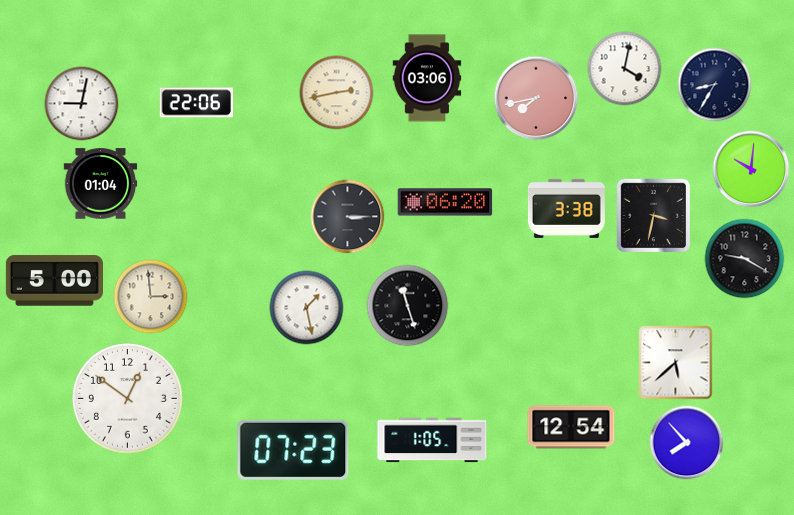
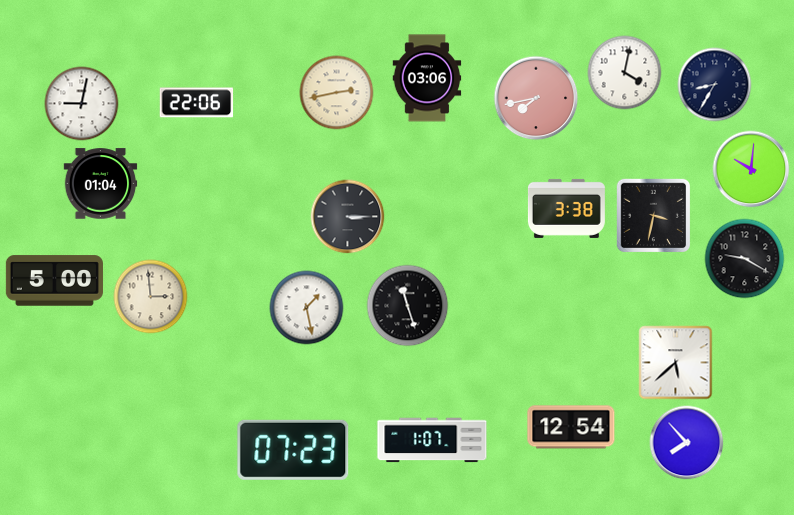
clock at (625, 69) position: (625, 69) -> (625, 73)
clock at (445, 202): 06:20 -> none
clock at (128, 399): 12:51 -> none
clock at (432, 440): 1:05 -> 1:07
